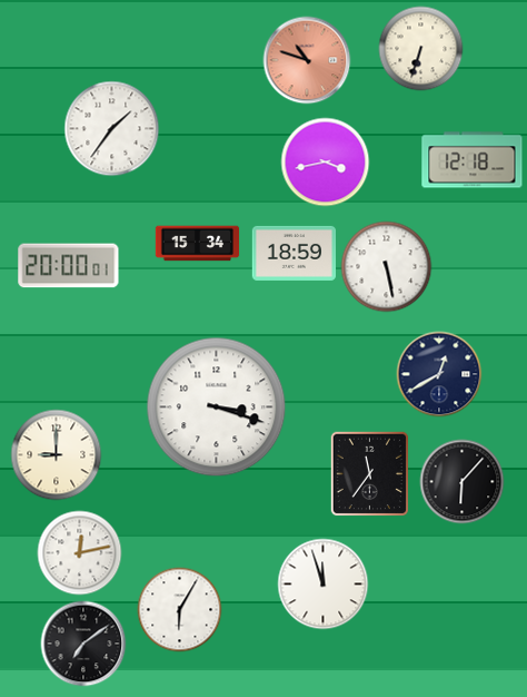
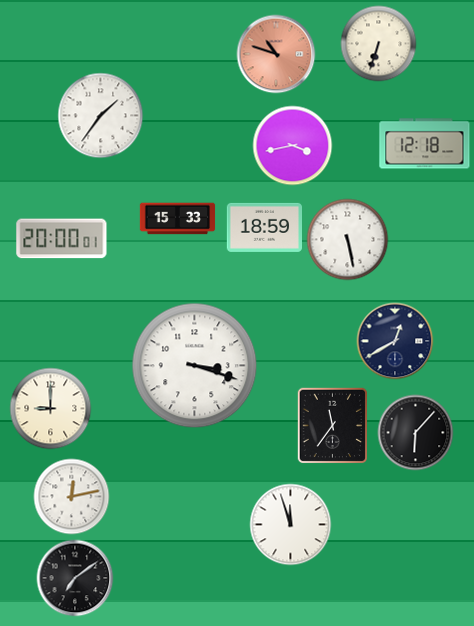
clock at (198, 244): 15:34 -> 15:33
clock at (439, 374) position: (439, 374) -> (395, 341)
clock at (180, 610): 6:05 -> none
